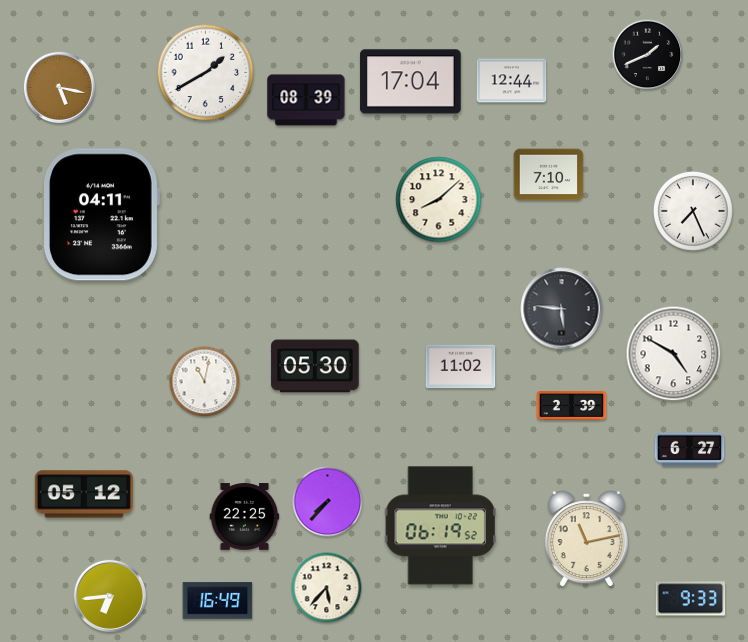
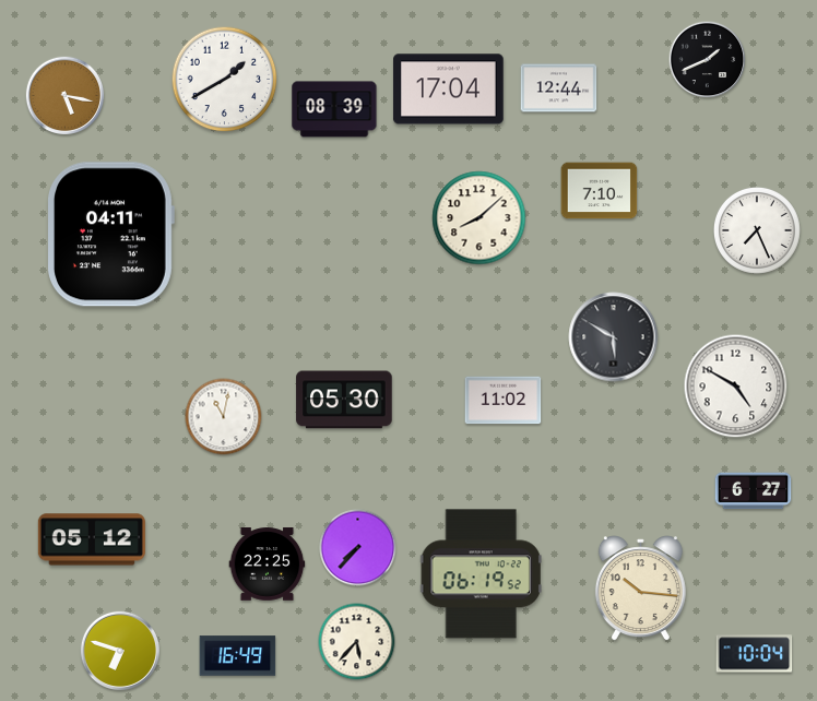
clock at (562, 309): 5:46 -> 5:50
clock at (572, 406): 2:39 -> none
clock at (586, 539): 11:13 -> 10:16
clock at (109, 595): 6:44 -> 6:48
clock at (691, 599): 9:33 -> 10:04
